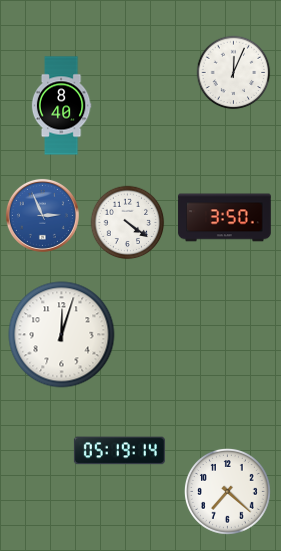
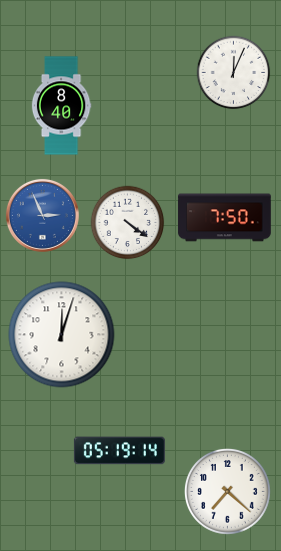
clock at (225, 218): 3:50 -> 7:50
